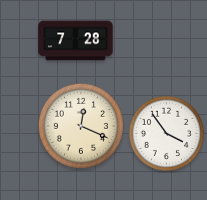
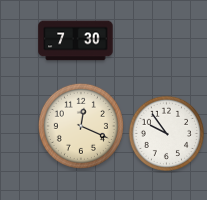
clock at (76, 41): 7:28 -> 7:30
clock at (167, 134): 3:54 -> 9:54
